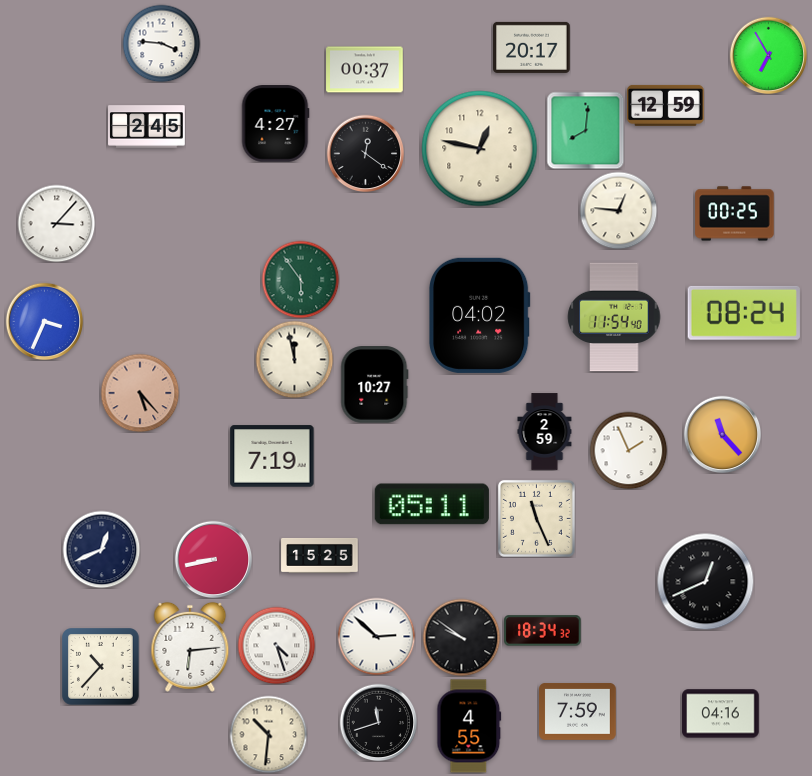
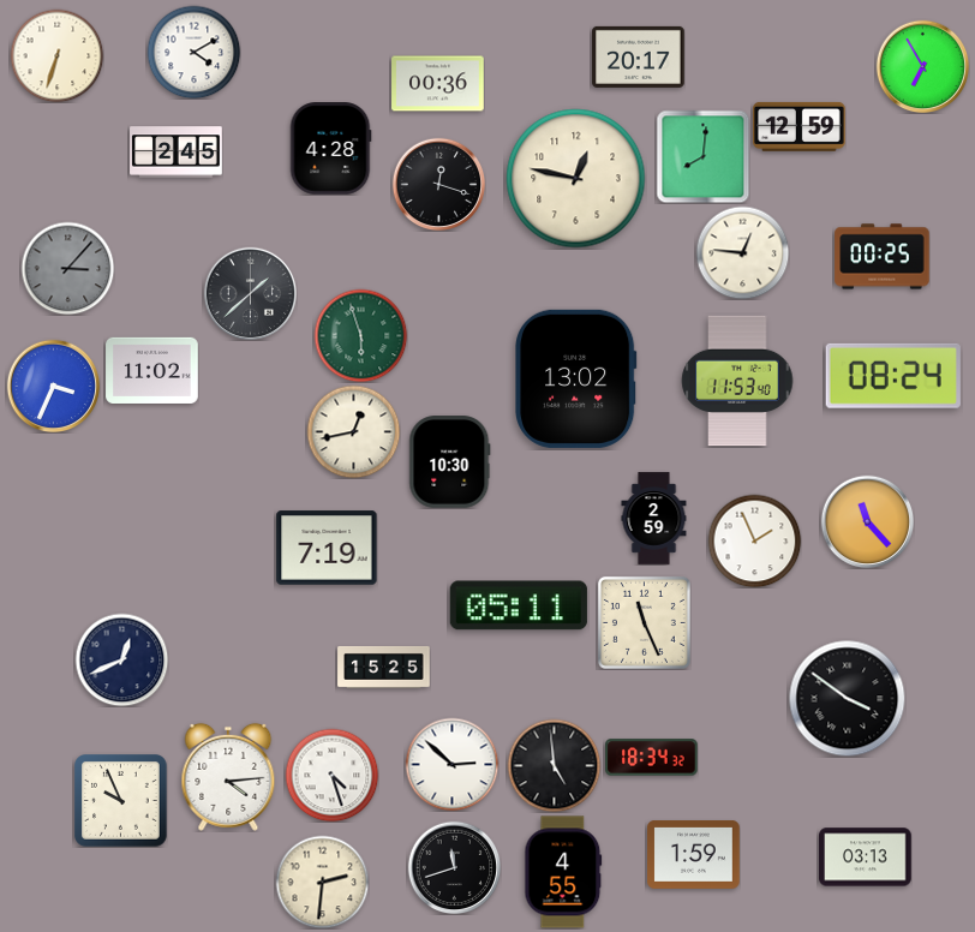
clock at (161, 43): 3:46 -> 4:10
clock at (56, 55): none -> 6:33
clock at (365, 70): 00:37 -> 00:36
clock at (275, 124): 4:27 -> 4:28
clock at (365, 153): 12:21 -> 12:18
clock at (56, 223) dial: white -> grey
clock at (250, 293): none -> 1:38
clock at (300, 279): 5:54 -> 5:57
clock at (152, 370): none -> 11:02
clock at (480, 315): 04:02 -> 13:02
clock at (614, 317): 11:54 -> 11:53
clock at (294, 359): 11:58 -> 12:43
clock at (375, 385): 10:27 -> 10:30
clock at (140, 393): 5:23 -> none
clock at (213, 559): 8:43 -> none
clock at (705, 581): 12:41 -> 3:51
clock at (461, 637): 9:51 -> 4:59
clock at (190, 647): 6:14 -> 4:14
clock at (101, 667): 10:37 -> 9:56
clock at (578, 712): 7:59 -> 1:59
clock at (721, 714): 04:16 -> 03:13
clock at (268, 734): 10:31 -> 2:31
